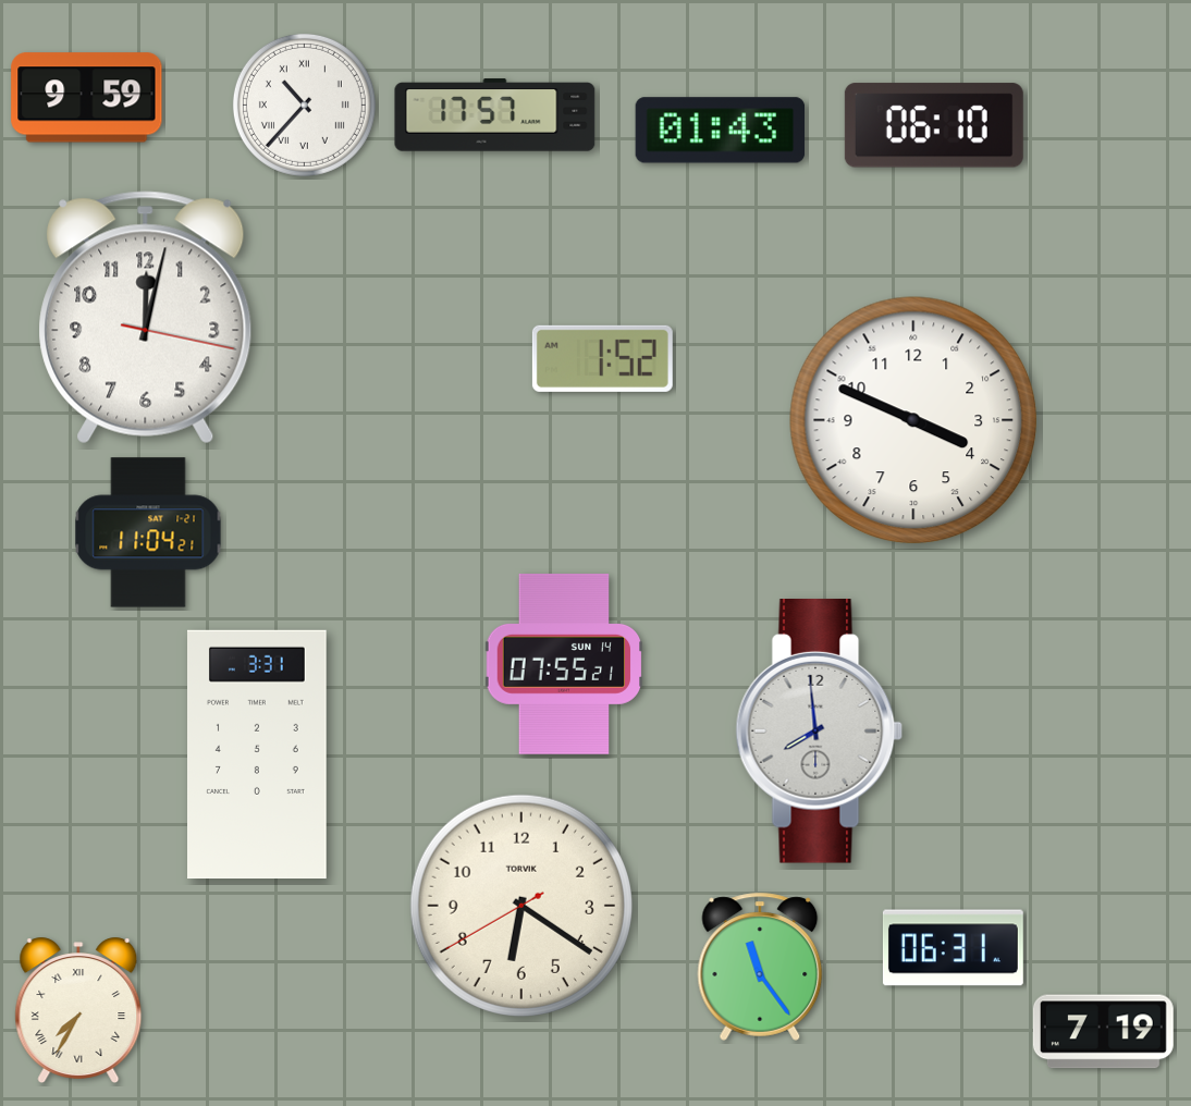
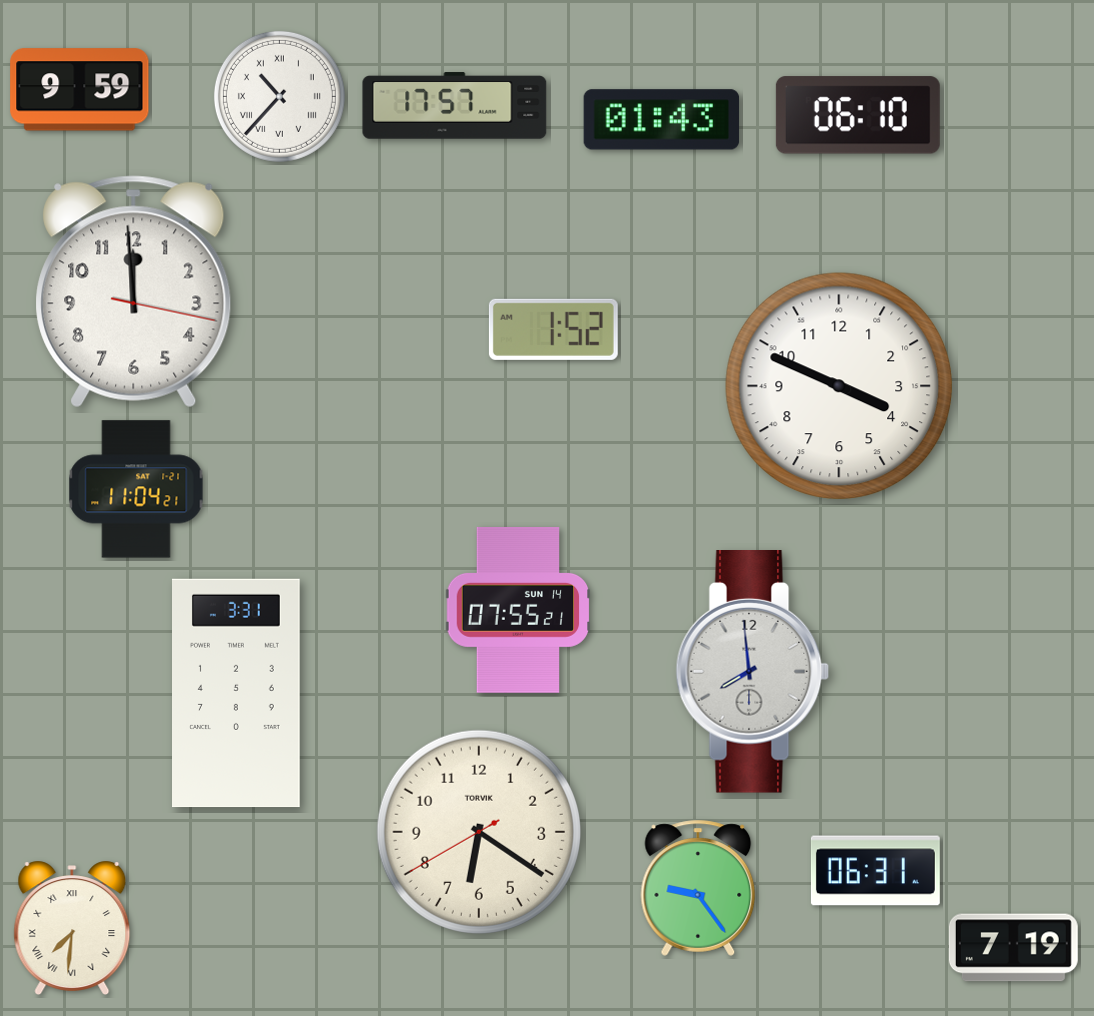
clock at (146, 318): 12:02 -> 11:59
clock at (760, 967): 11:24 -> 9:24
clock at (78, 1009): 7:35 -> 7:31
